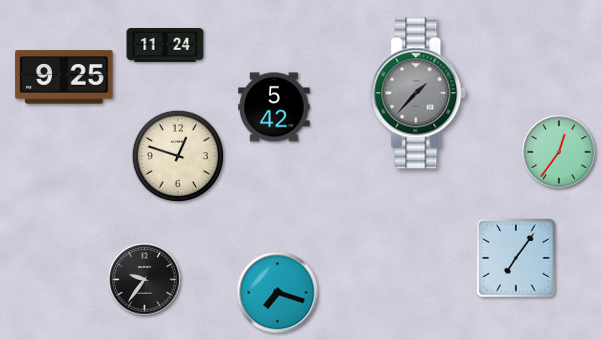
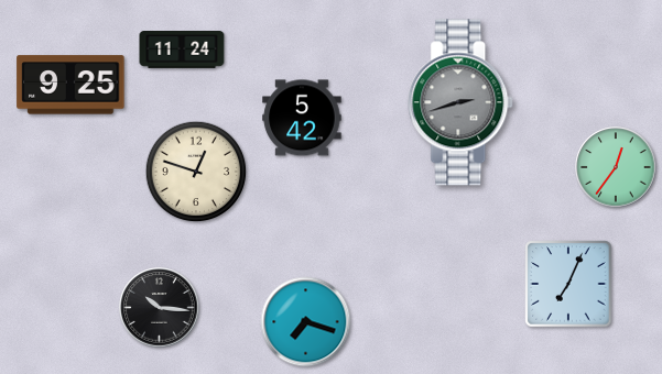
clock at (419, 93): 1:37 -> 2:42
clock at (516, 258): 7:06 -> 7:04
clock at (145, 280): 9:36 -> 10:16
